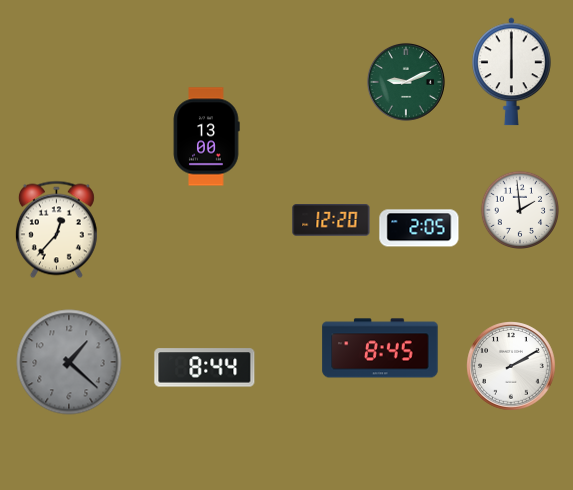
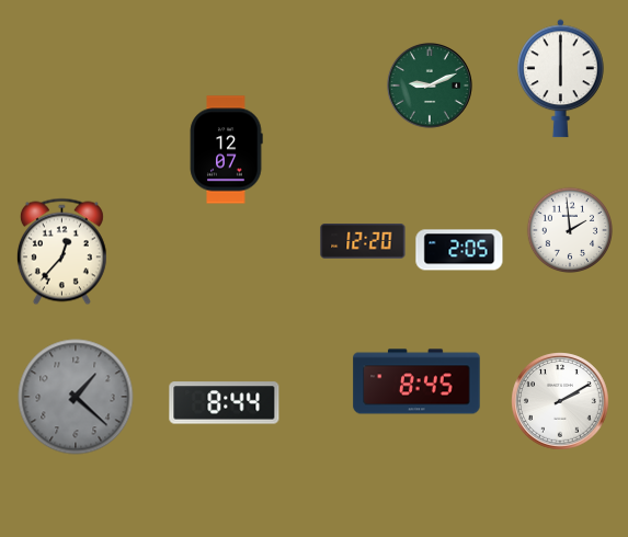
clock at (406, 82) position: (406, 82) -> (430, 85)
clock at (206, 137): 13:00 -> 12:07
